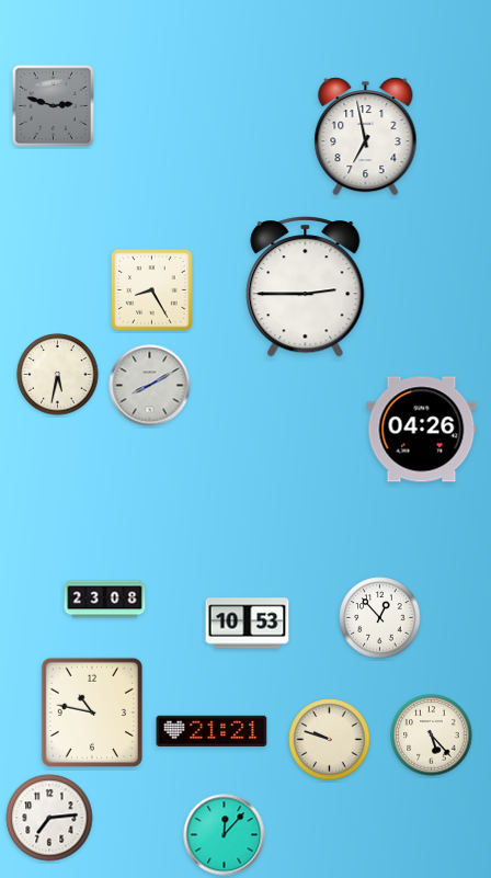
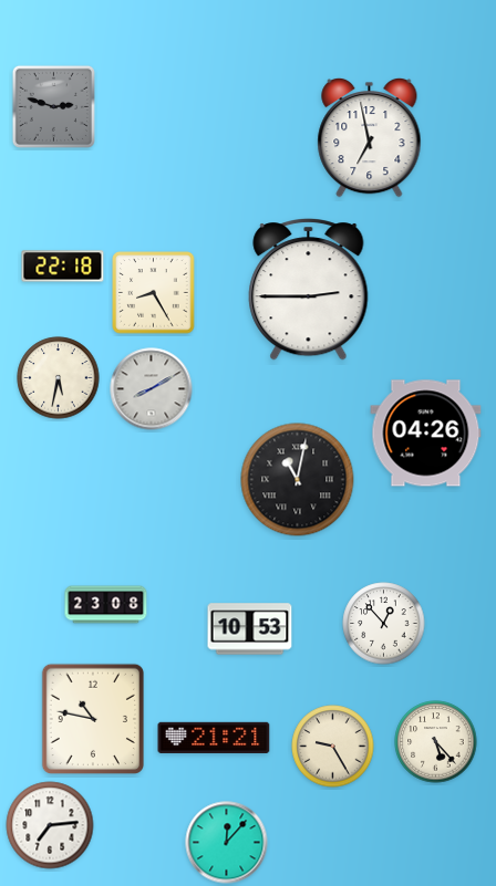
clock at (63, 267): none -> 22:18
clock at (298, 480): none -> 11:02
clock at (330, 740): 9:48 -> 9:25
